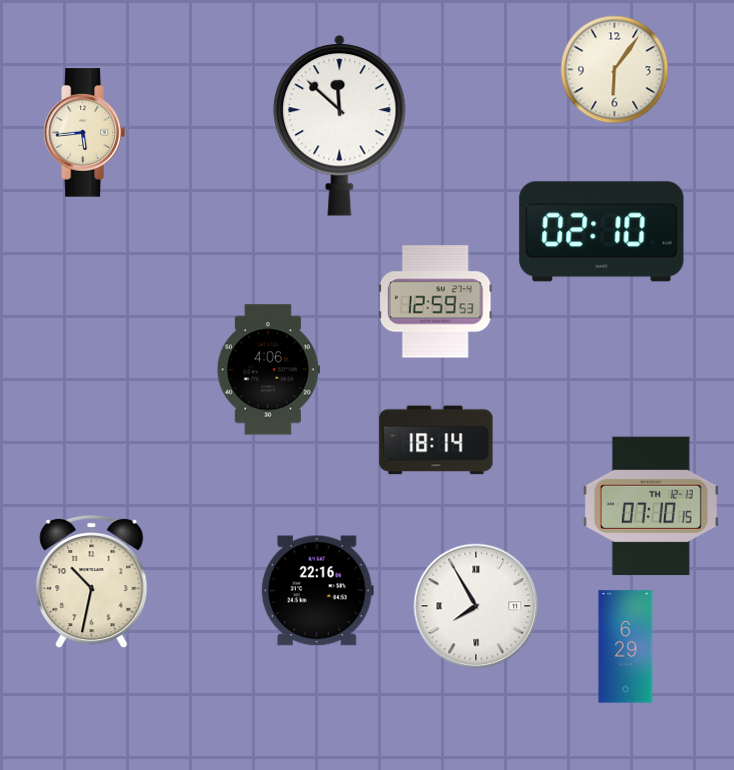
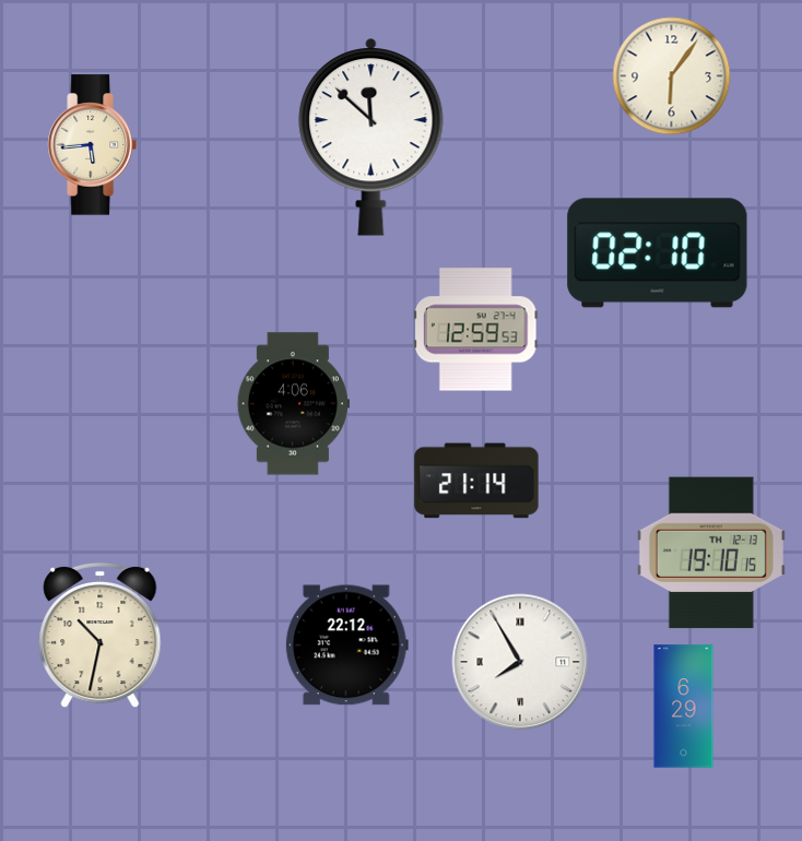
clock at (436, 440): 18:14 -> 21:14
clock at (651, 506): 07:10 -> 19:10
clock at (317, 591): 22:16 -> 22:12
